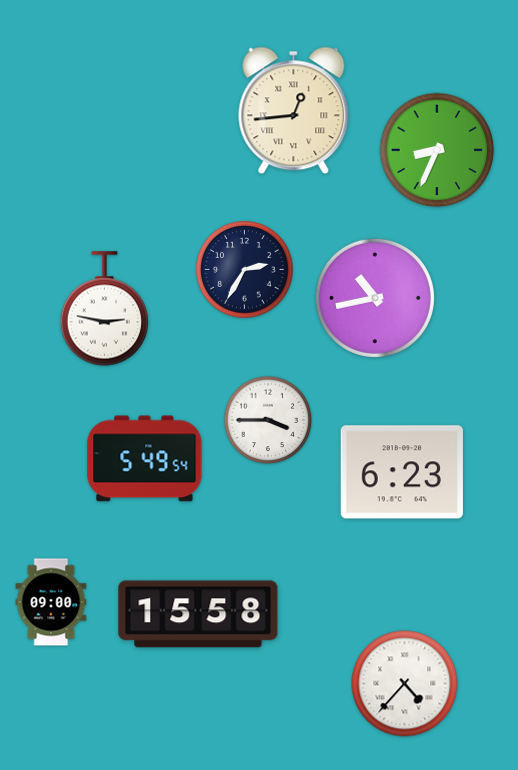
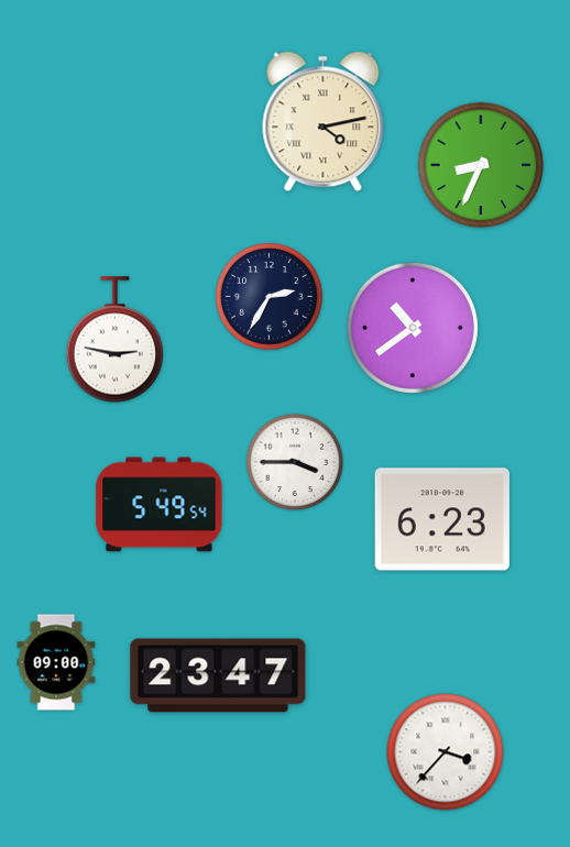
clock at (294, 111): 12:44 -> 4:13
clock at (375, 298): 10:43 -> 10:39
clock at (198, 614): 15:58 -> 23:47
clock at (405, 684): 4:37 -> 3:37
